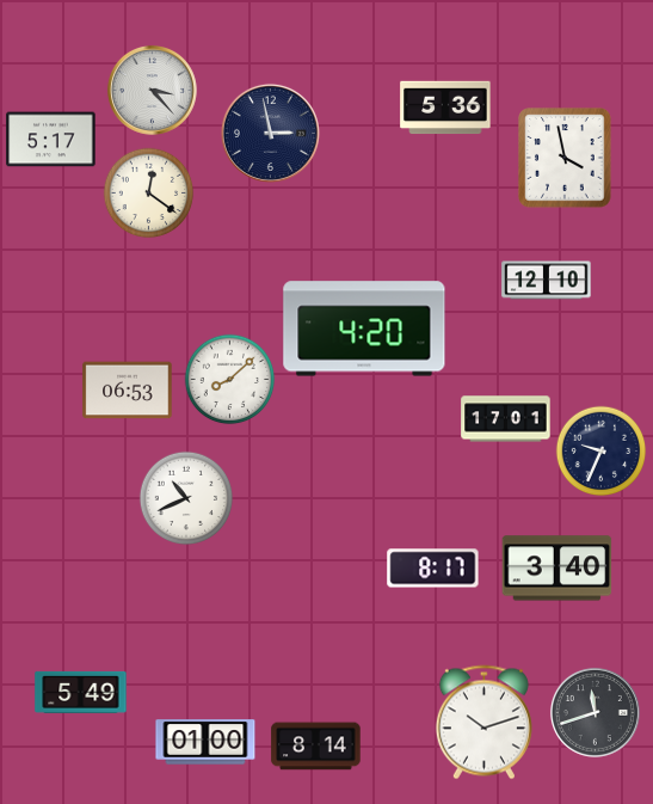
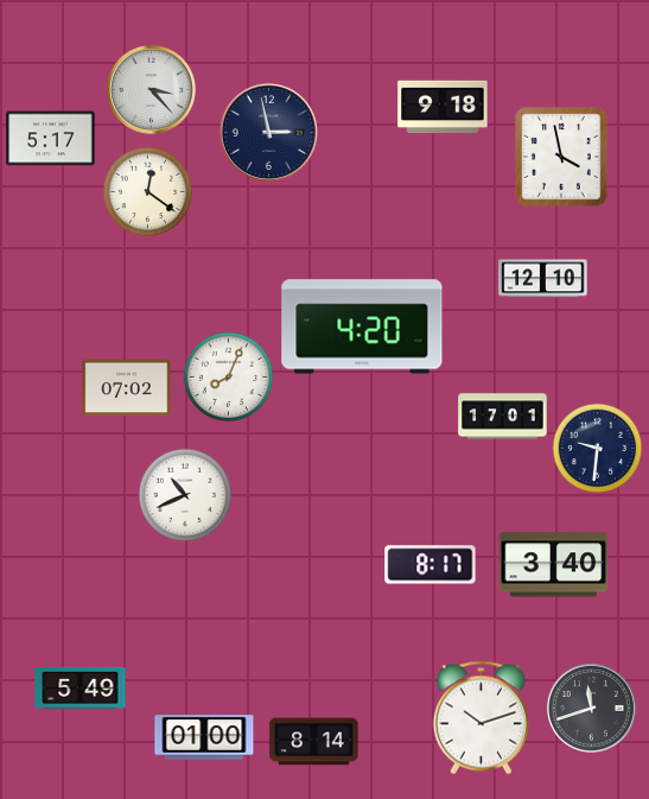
clock at (445, 108): 5:36 -> 9:18
clock at (230, 380): 8:08 -> 8:04
clock at (128, 391): 06:53 -> 07:02
clock at (602, 452): 9:34 -> 9:31
